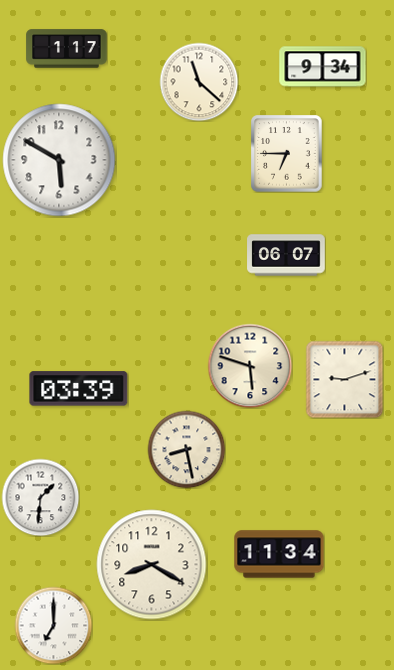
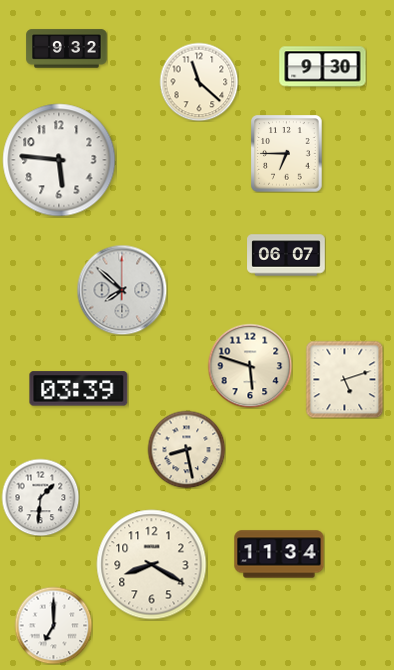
clock at (67, 49): 1:17 -> 9:32
clock at (323, 67): 9:34 -> 9:30
clock at (59, 160): 5:50 -> 5:46
clock at (122, 290): none -> 7:52
clock at (344, 379): 9:12 -> 5:12
